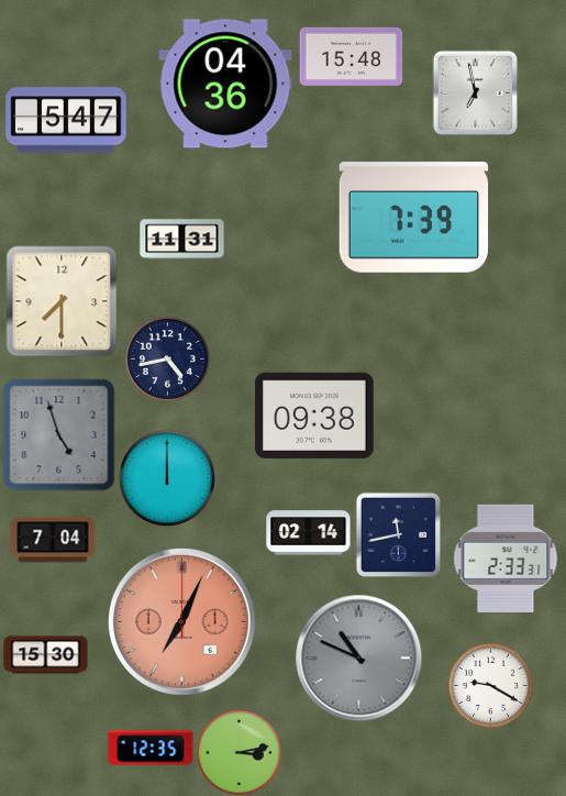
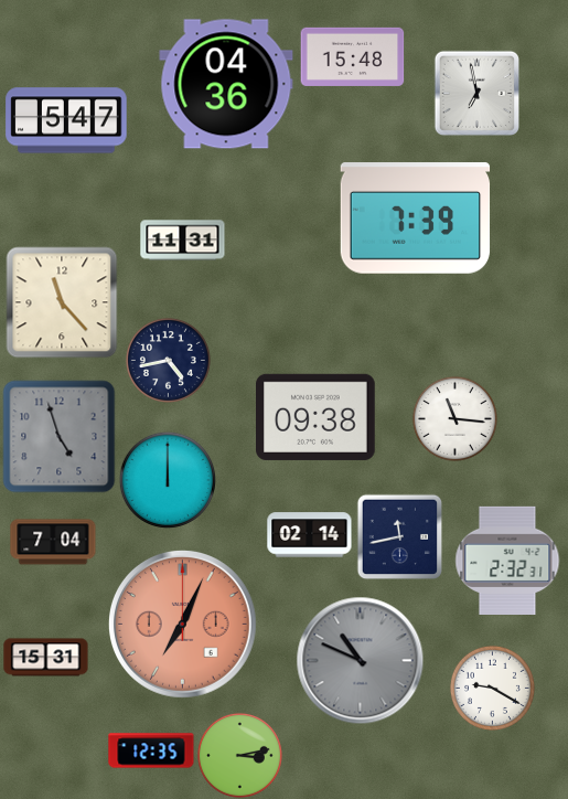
clock at (62, 301): 7:30 -> 11:23
clock at (454, 418): none -> 11:16
clock at (506, 559): 2:33 -> 2:32
clock at (46, 655): 15:30 -> 15:31
